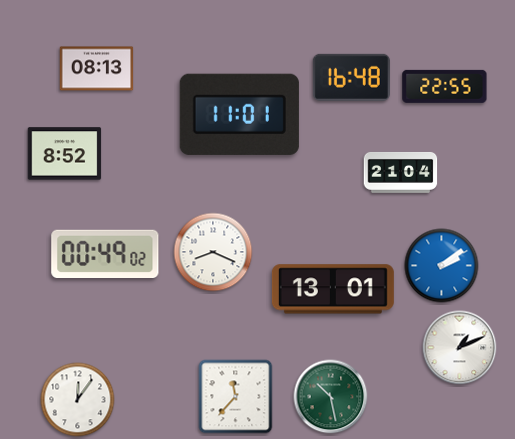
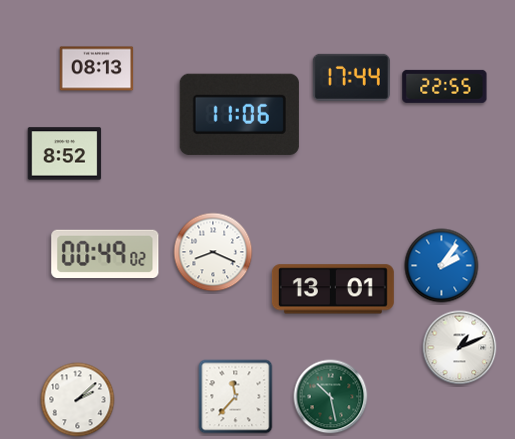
clock at (351, 77): 16:48 -> 17:44
clock at (239, 114): 11:01 -> 11:06
clock at (401, 172): 21:04 -> none
clock at (442, 266): 2:09 -> 2:06
clock at (78, 400): 12:06 -> 2:08
